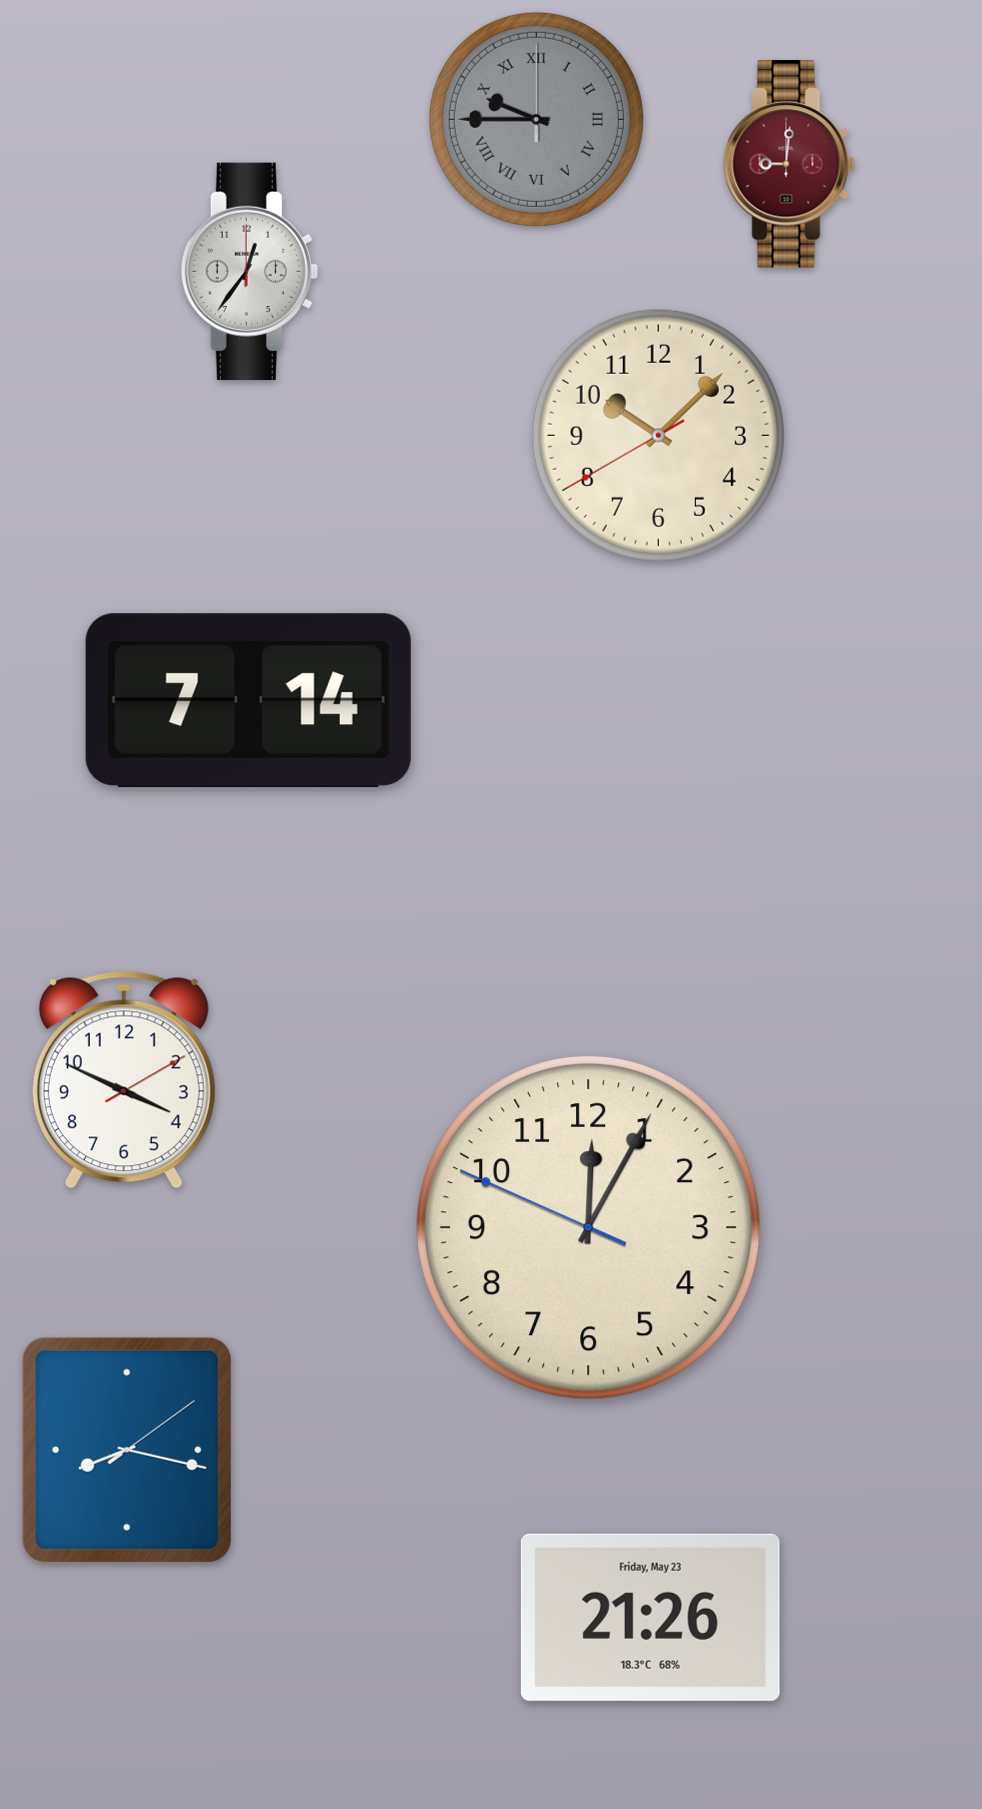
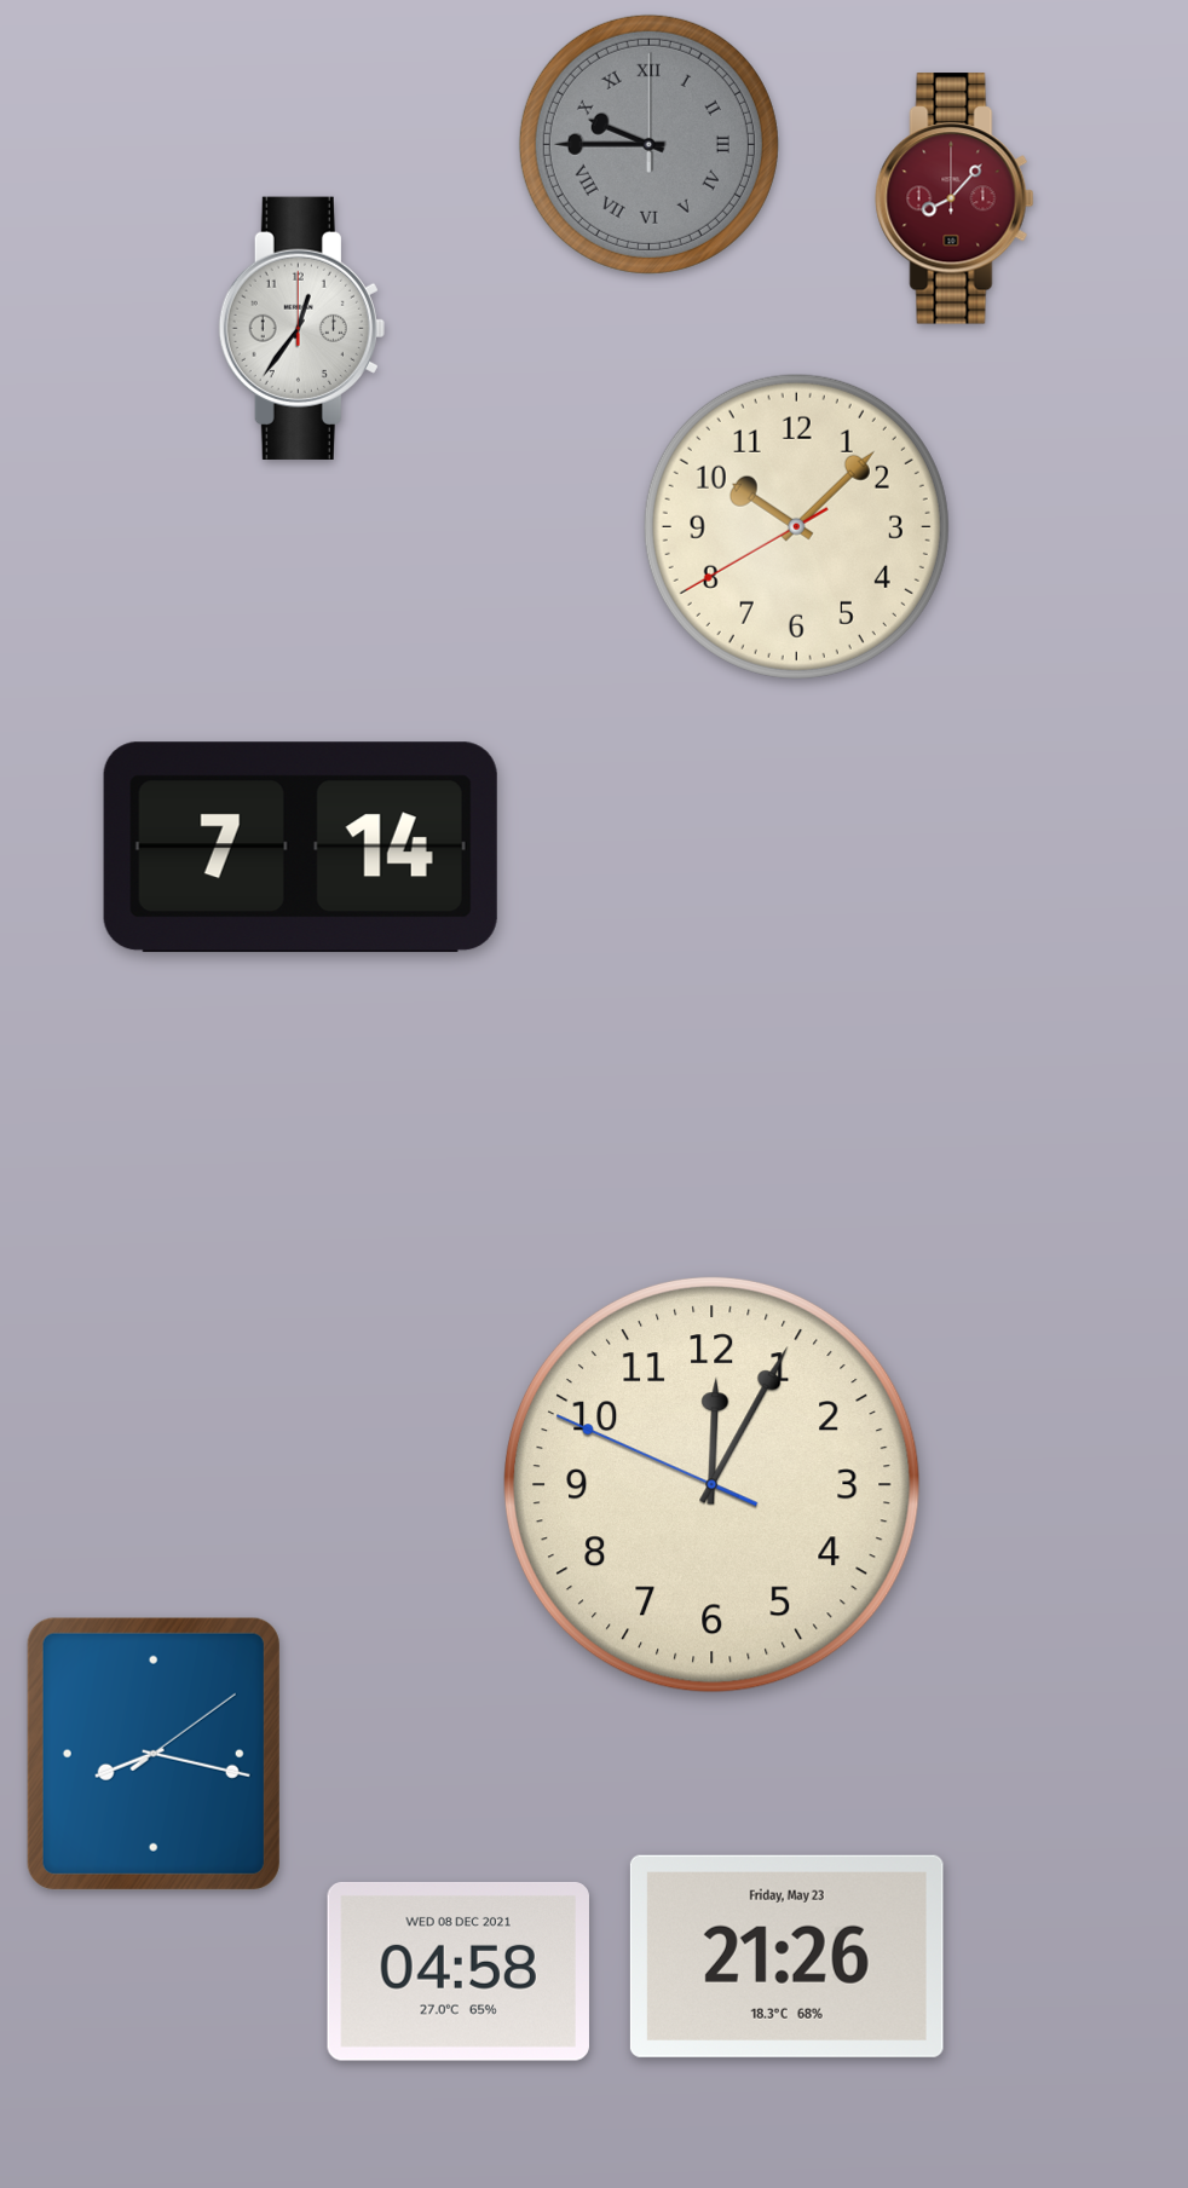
clock at (789, 164): 9:01 -> 8:07
clock at (124, 1080): 3:49 -> none
clock at (459, 1971): none -> 04:58
